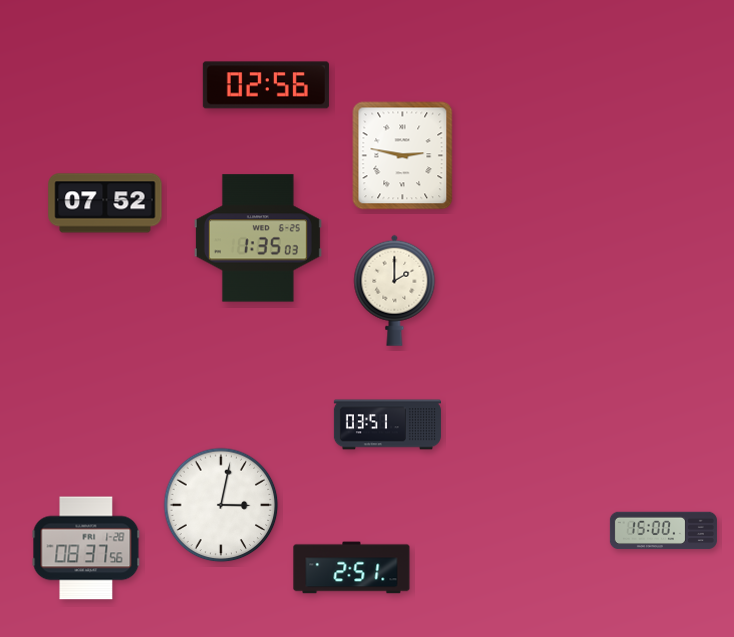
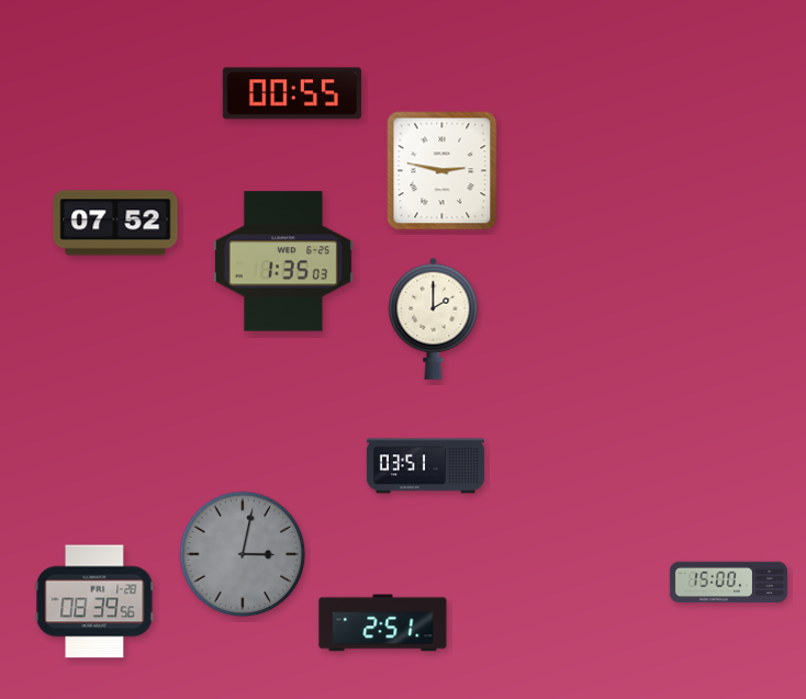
clock at (266, 85): 02:56 -> 00:55
clock at (221, 505) dial: white -> grey
clock at (86, 548): 08:37 -> 08:39
clock at (352, 568) position: (352, 568) -> (383, 623)
